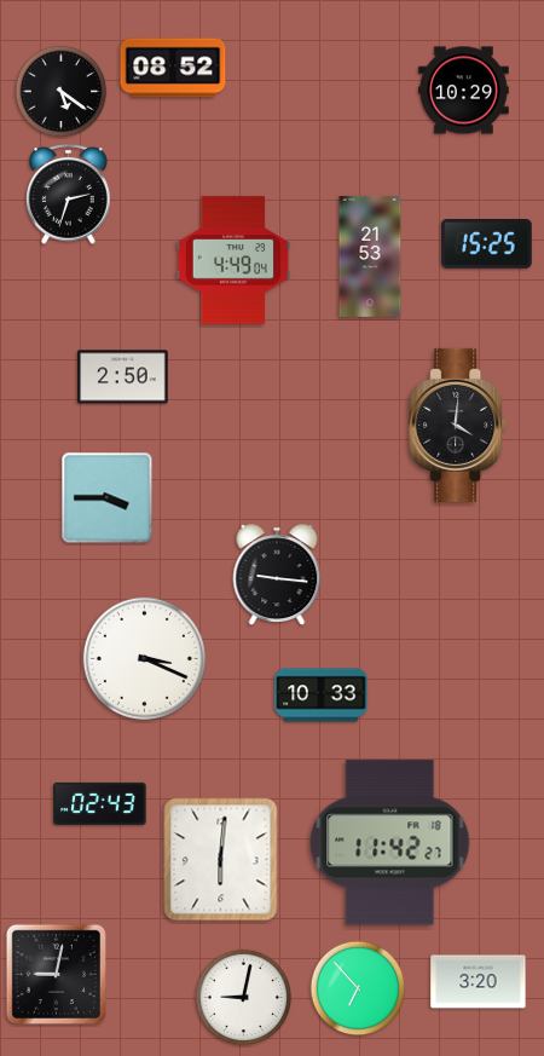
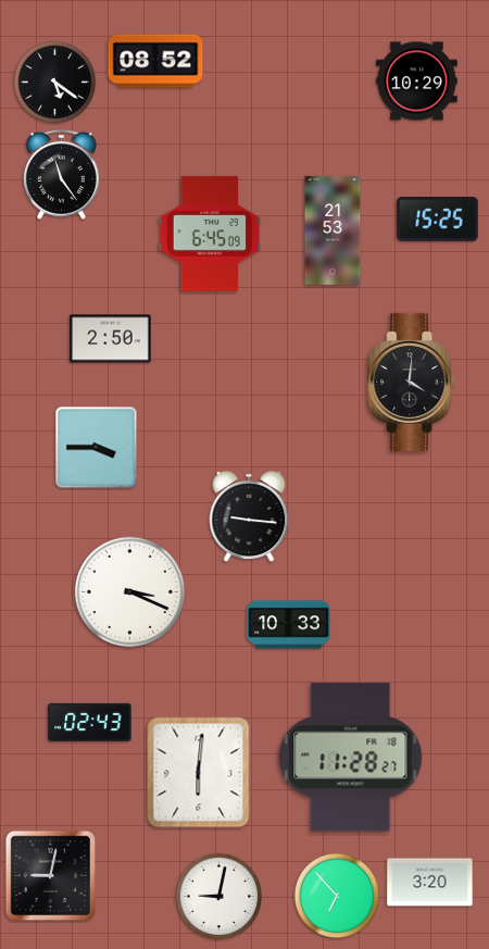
clock at (69, 194): 2:33 -> 11:24
clock at (233, 260): 4:49 -> 6:45
clock at (390, 843): 11:42 -> 11:28
clock at (358, 988) position: (358, 988) -> (337, 896)
